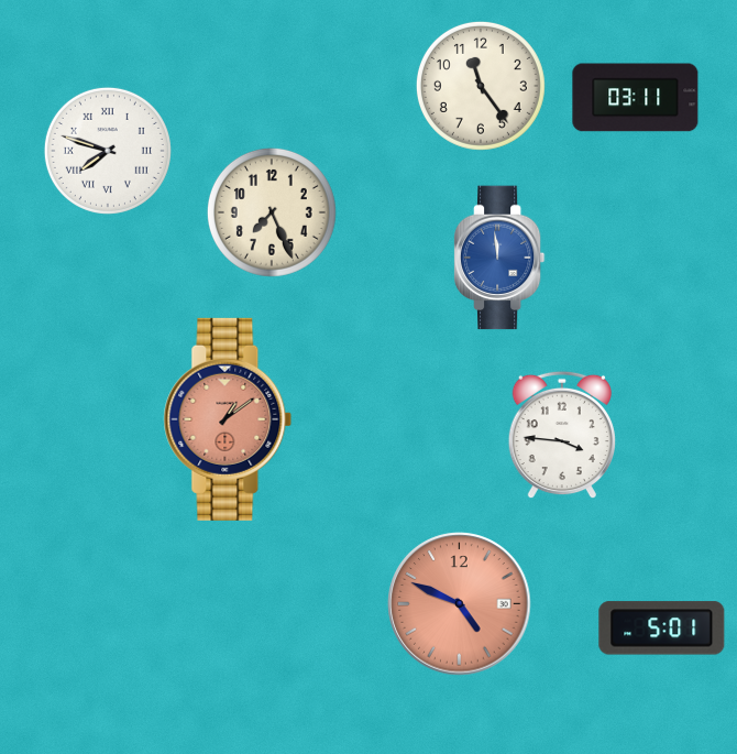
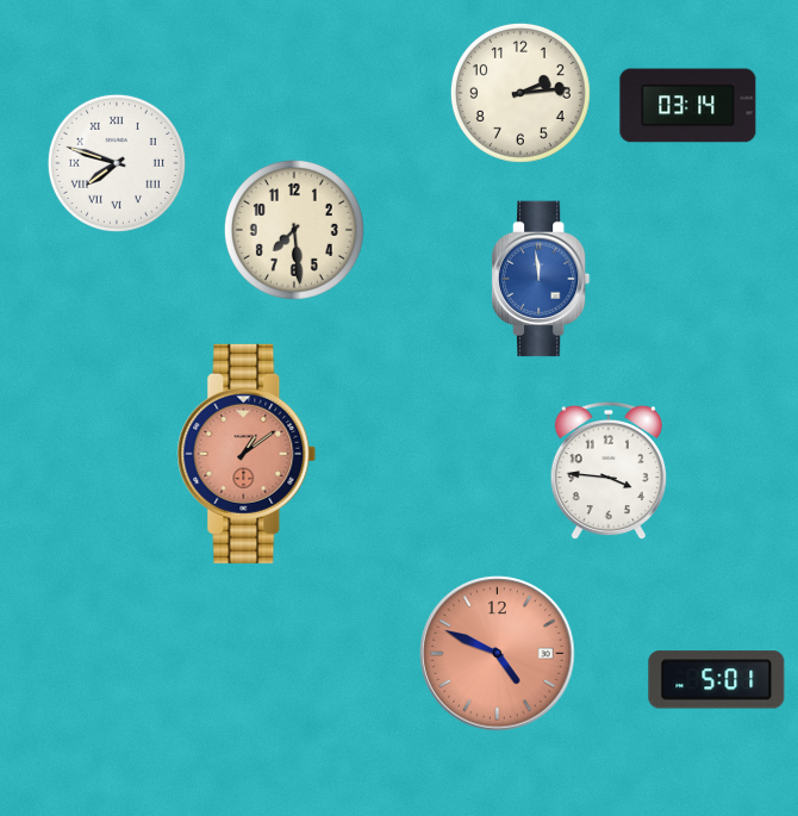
clock at (481, 86): 11:24 -> 2:14
clock at (636, 98): 03:11 -> 03:14
clock at (272, 212): 7:26 -> 7:29
